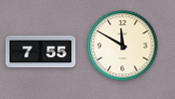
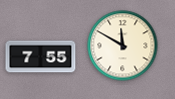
clock at (41, 52) position: (41, 52) -> (41, 57)
